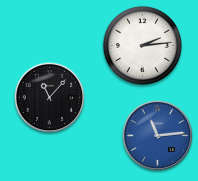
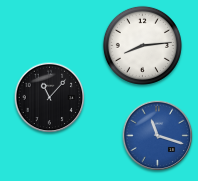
clock at (142, 45): 2:14 -> 8:14
clock at (158, 136): 11:14 -> 11:18
